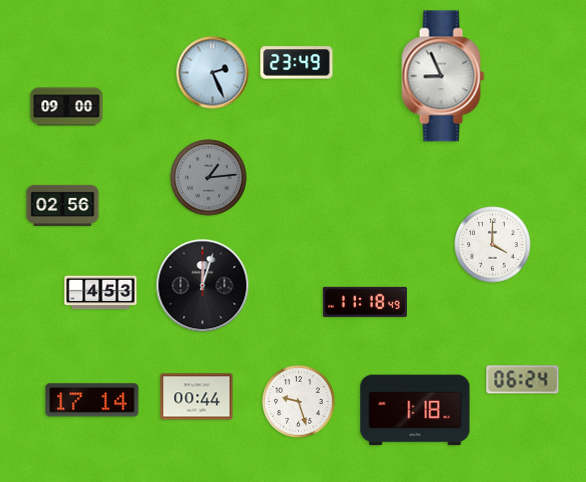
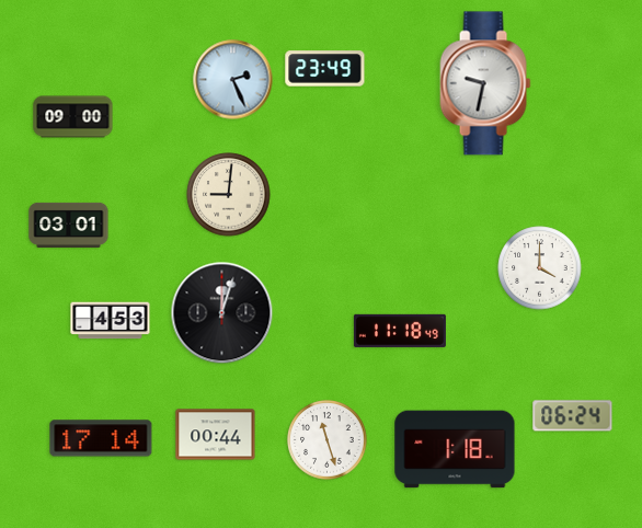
clock at (443, 76): 8:56 -> 9:32
clock at (209, 178): 1:14 -> 9:01
clock at (209, 178) dial: grey -> cream
clock at (63, 205): 02:56 -> 03:01
clock at (299, 402): 9:27 -> 11:27
